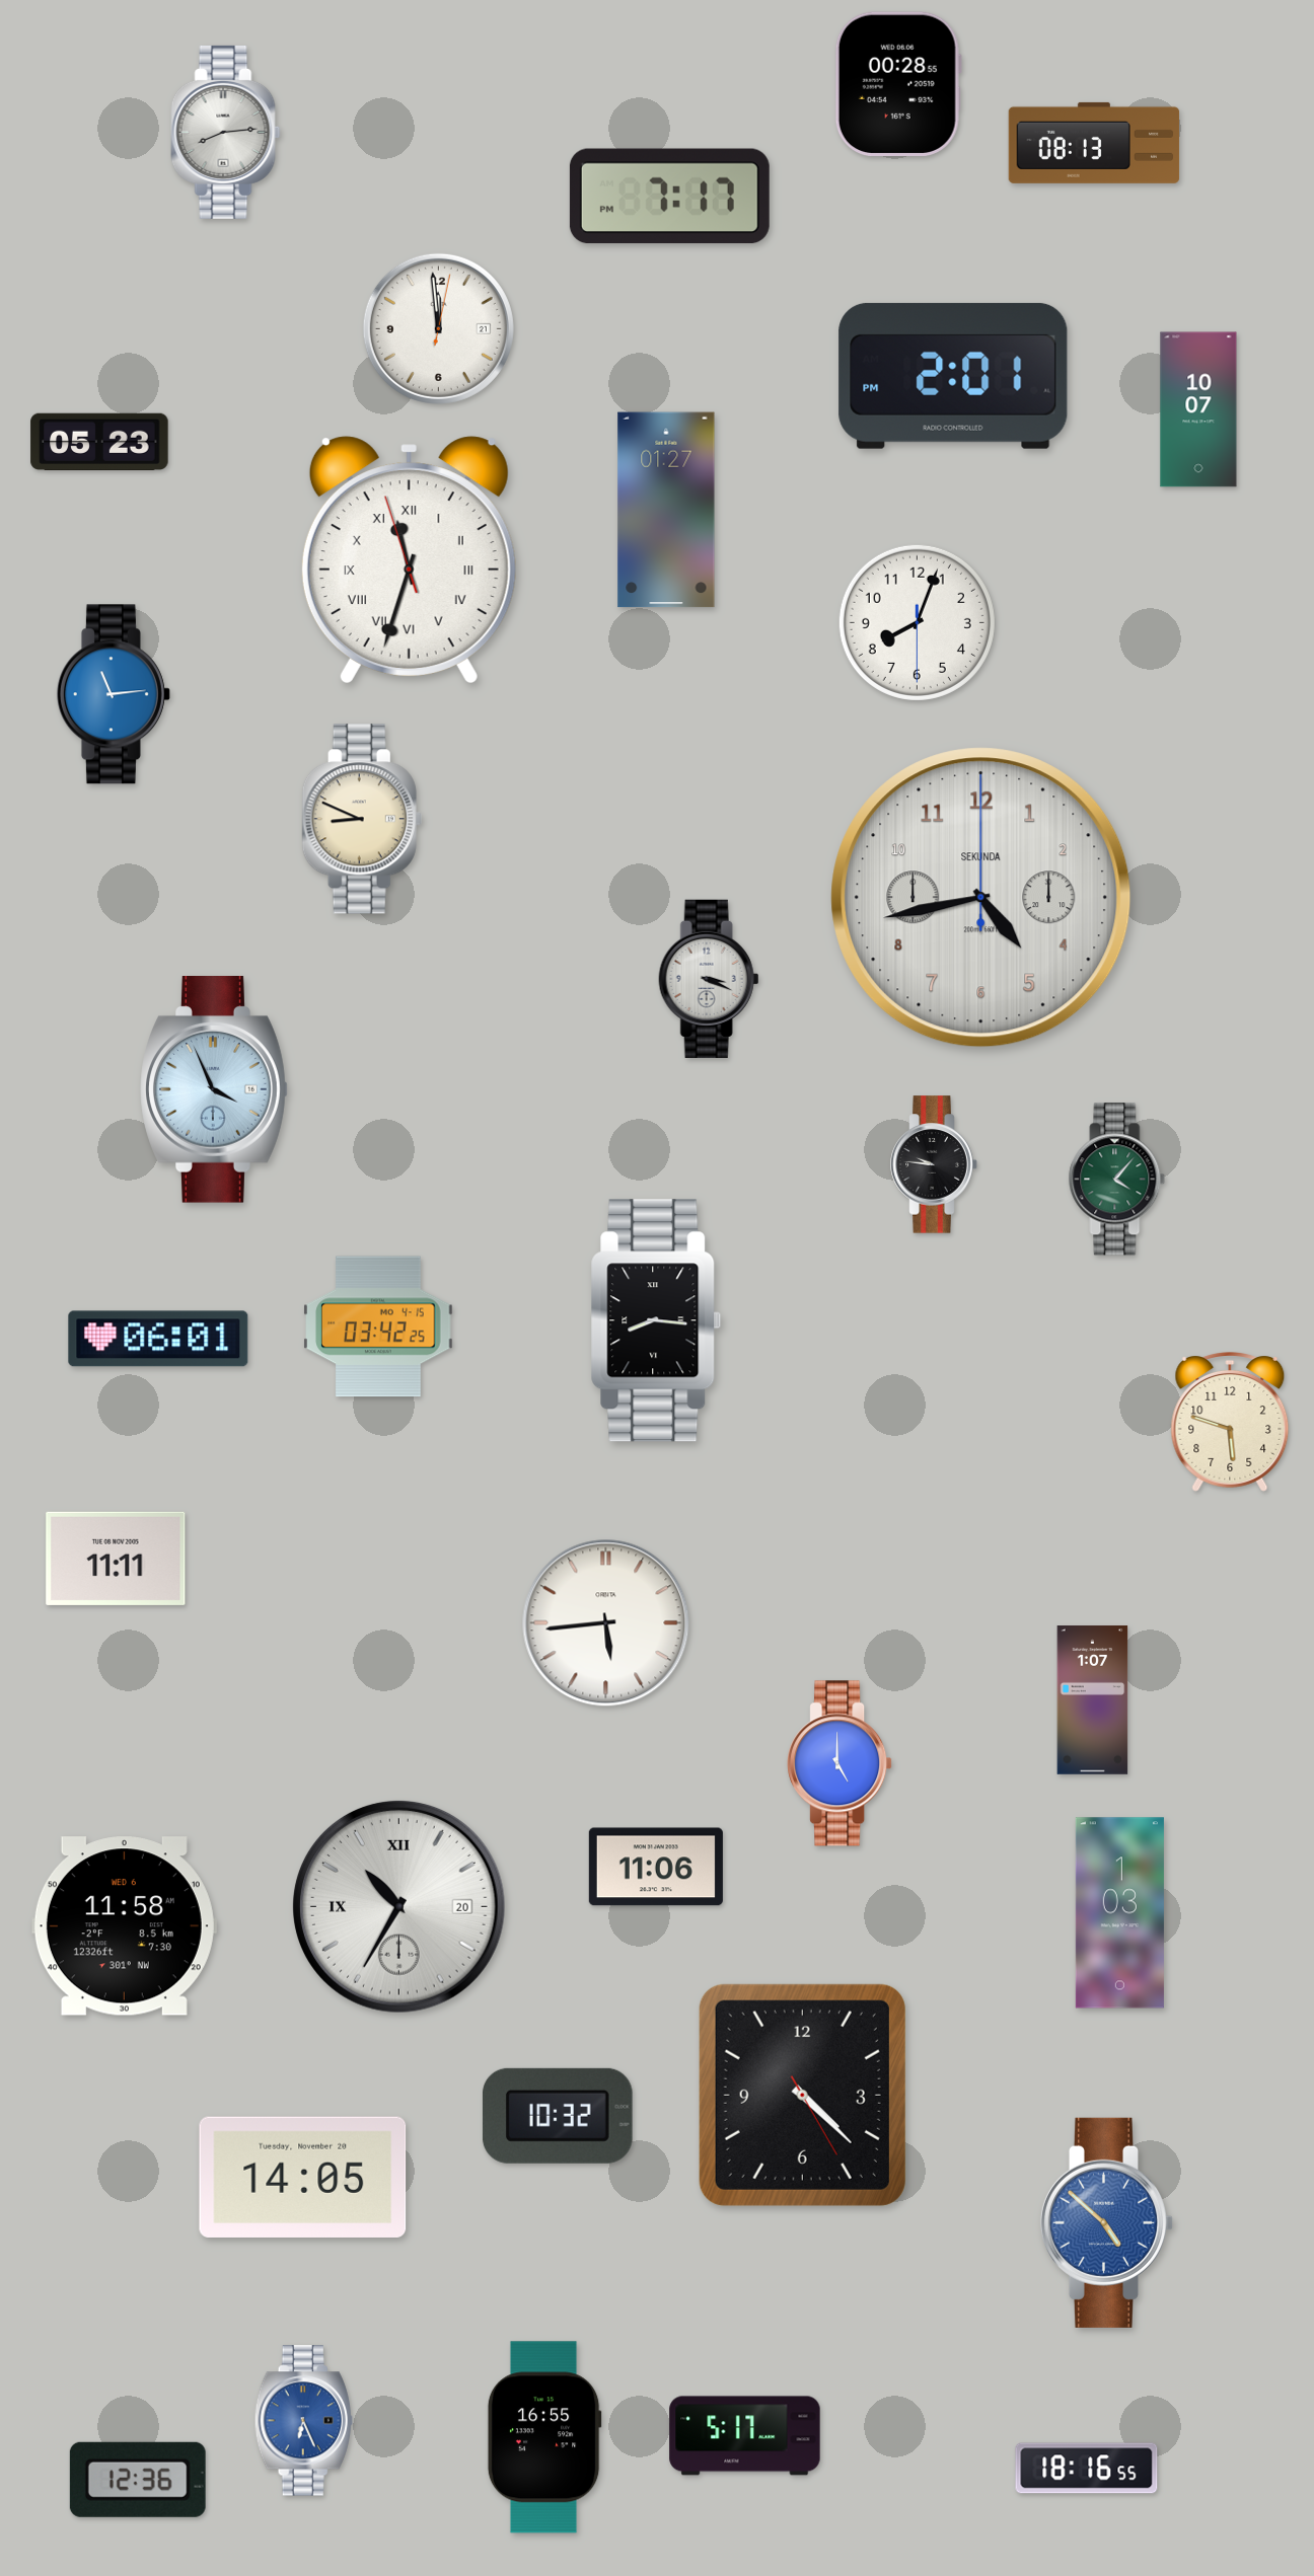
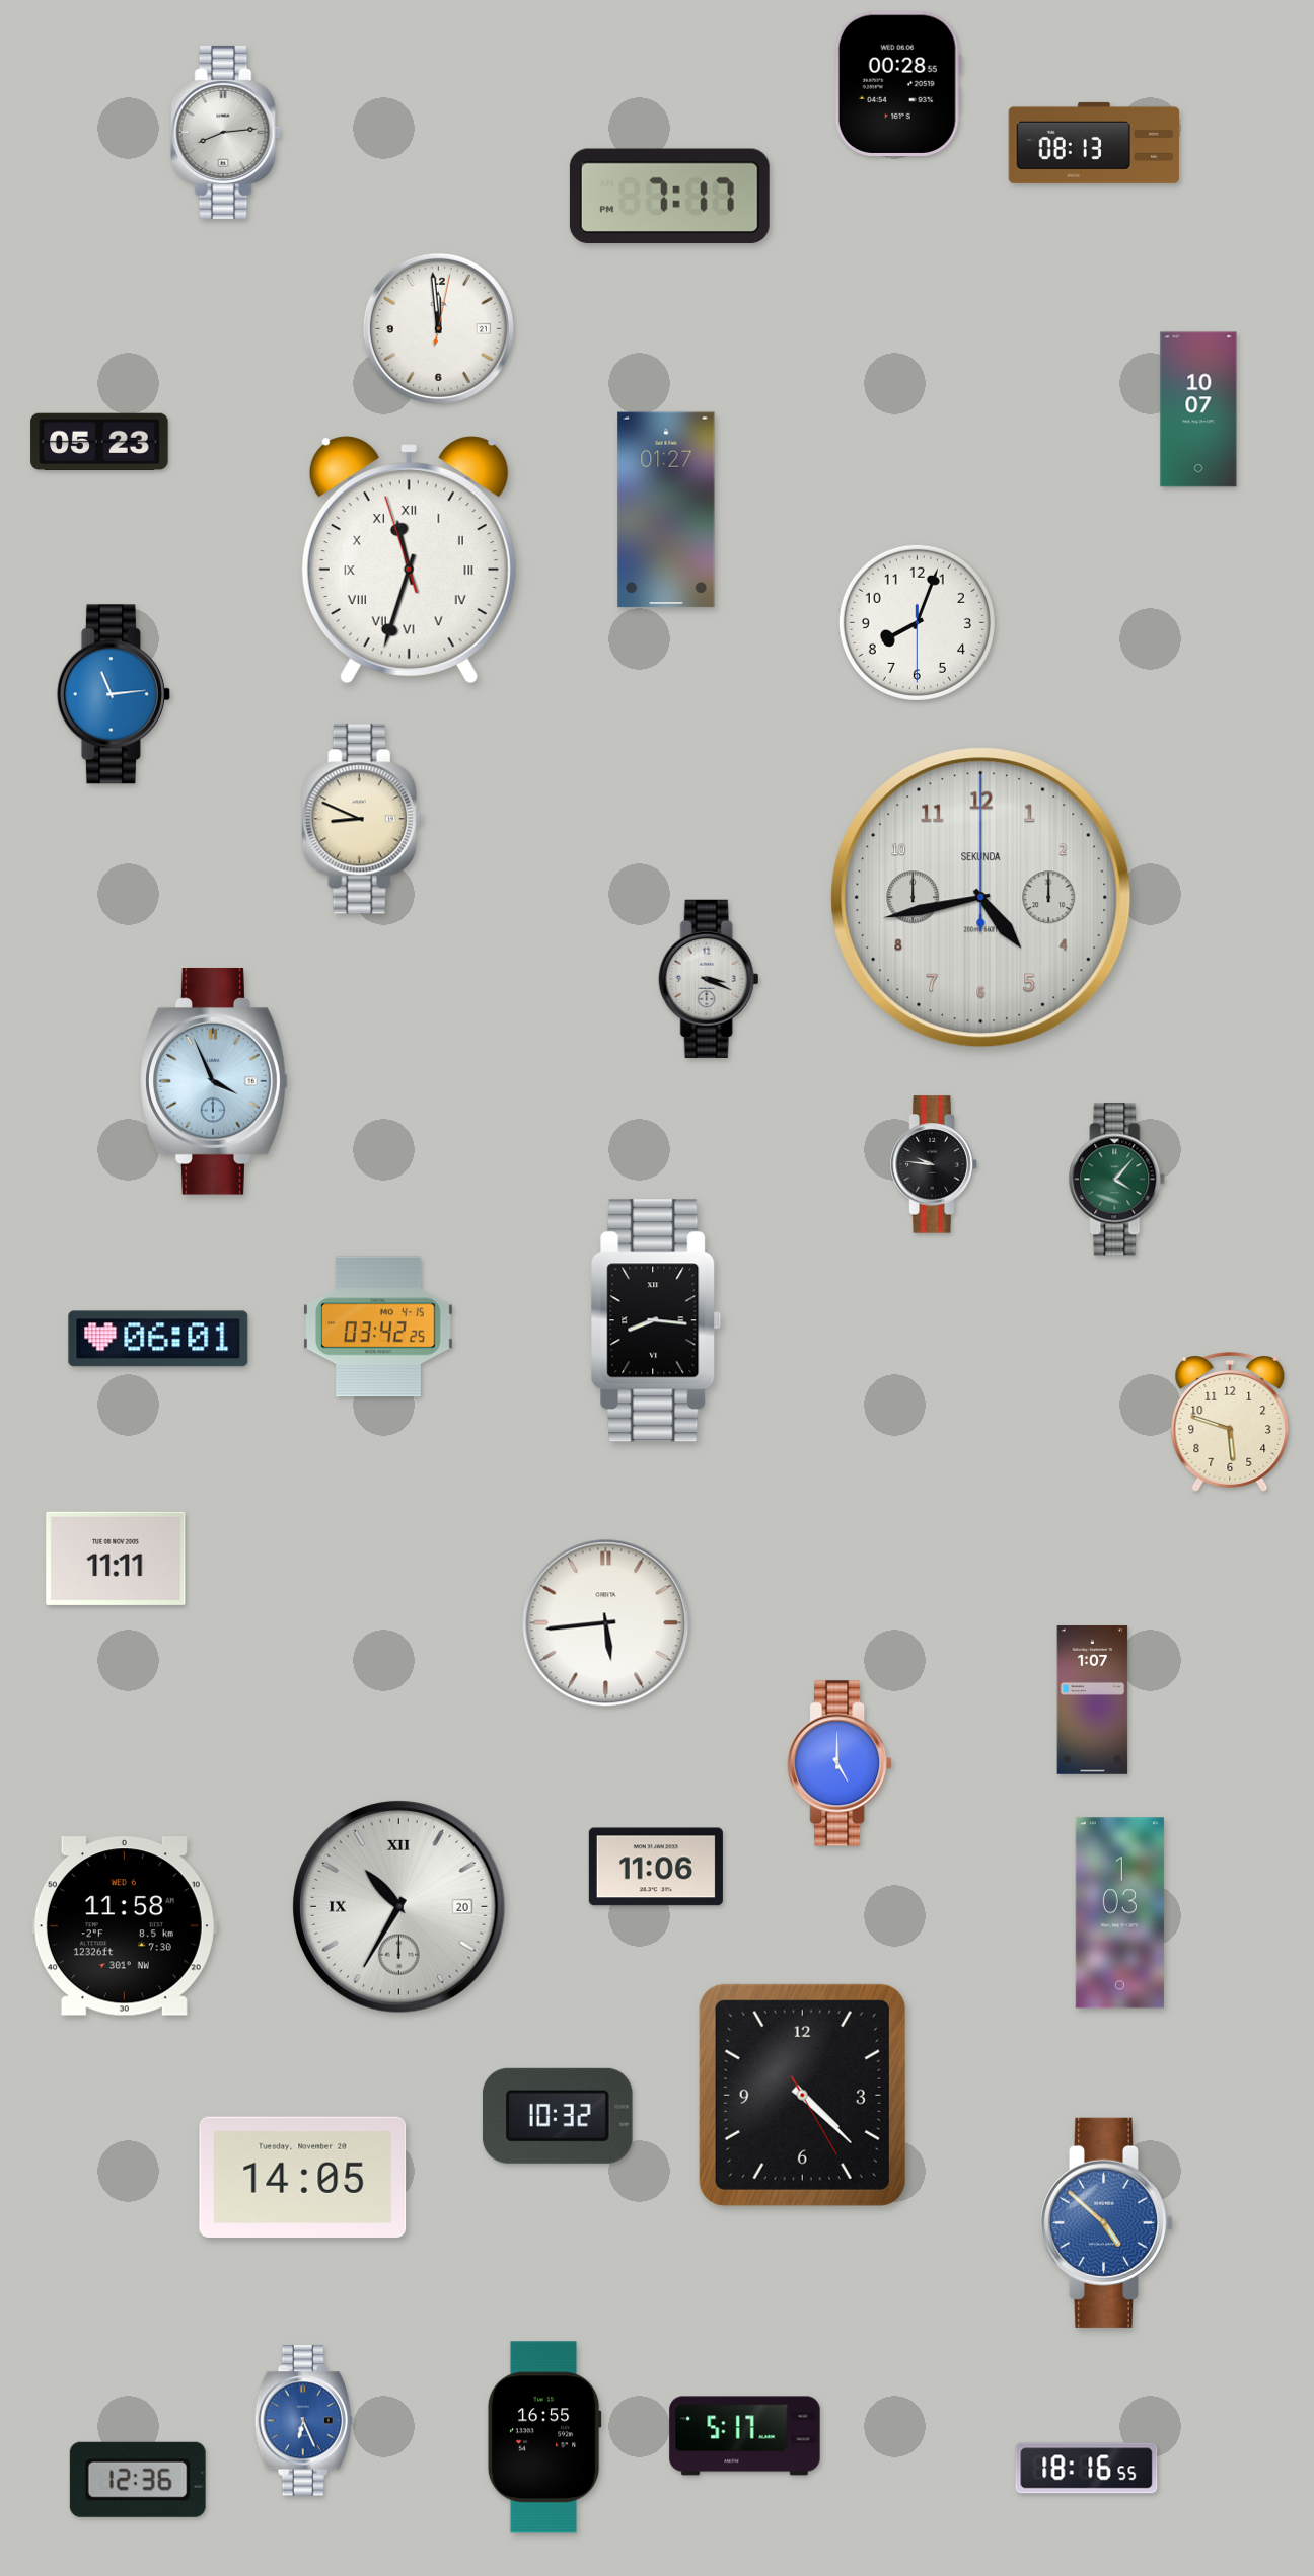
clock at (953, 376): 2:01 -> none
clock at (214, 1090) position: (214, 1090) -> (214, 1082)
